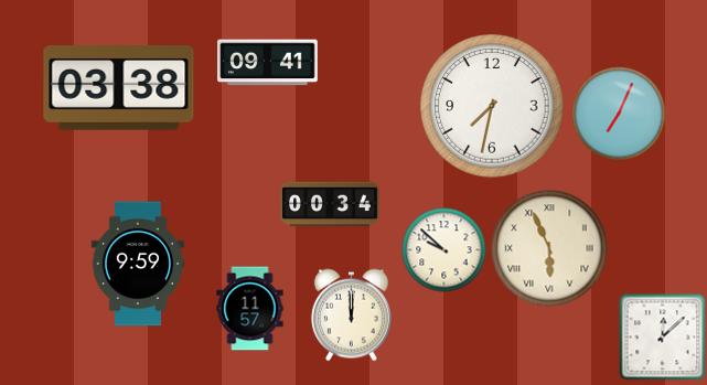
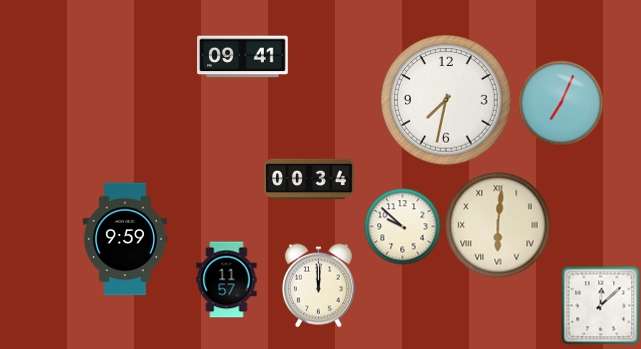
clock at (119, 88): 03:38 -> none
clock at (492, 106) position: (492, 106) -> (446, 100)
clock at (330, 204) position: (330, 204) -> (309, 179)
clock at (549, 248): 5:56 -> 6:01
